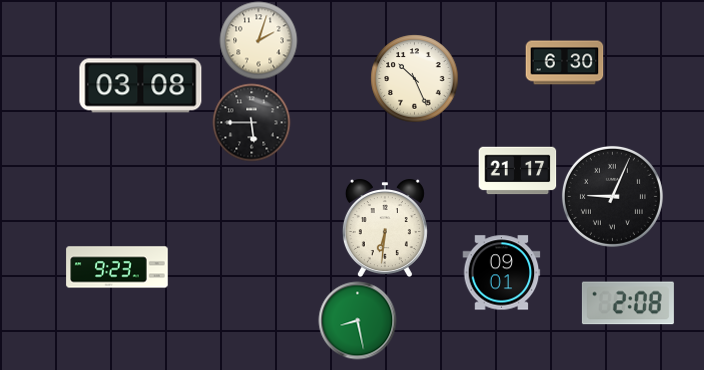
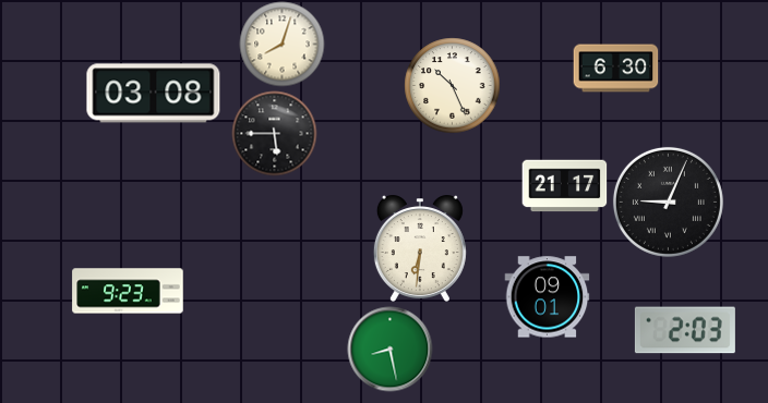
clock at (258, 40): 2:03 -> 8:03
clock at (612, 196) position: (612, 196) -> (668, 201)
clock at (628, 303): 2:08 -> 2:03
